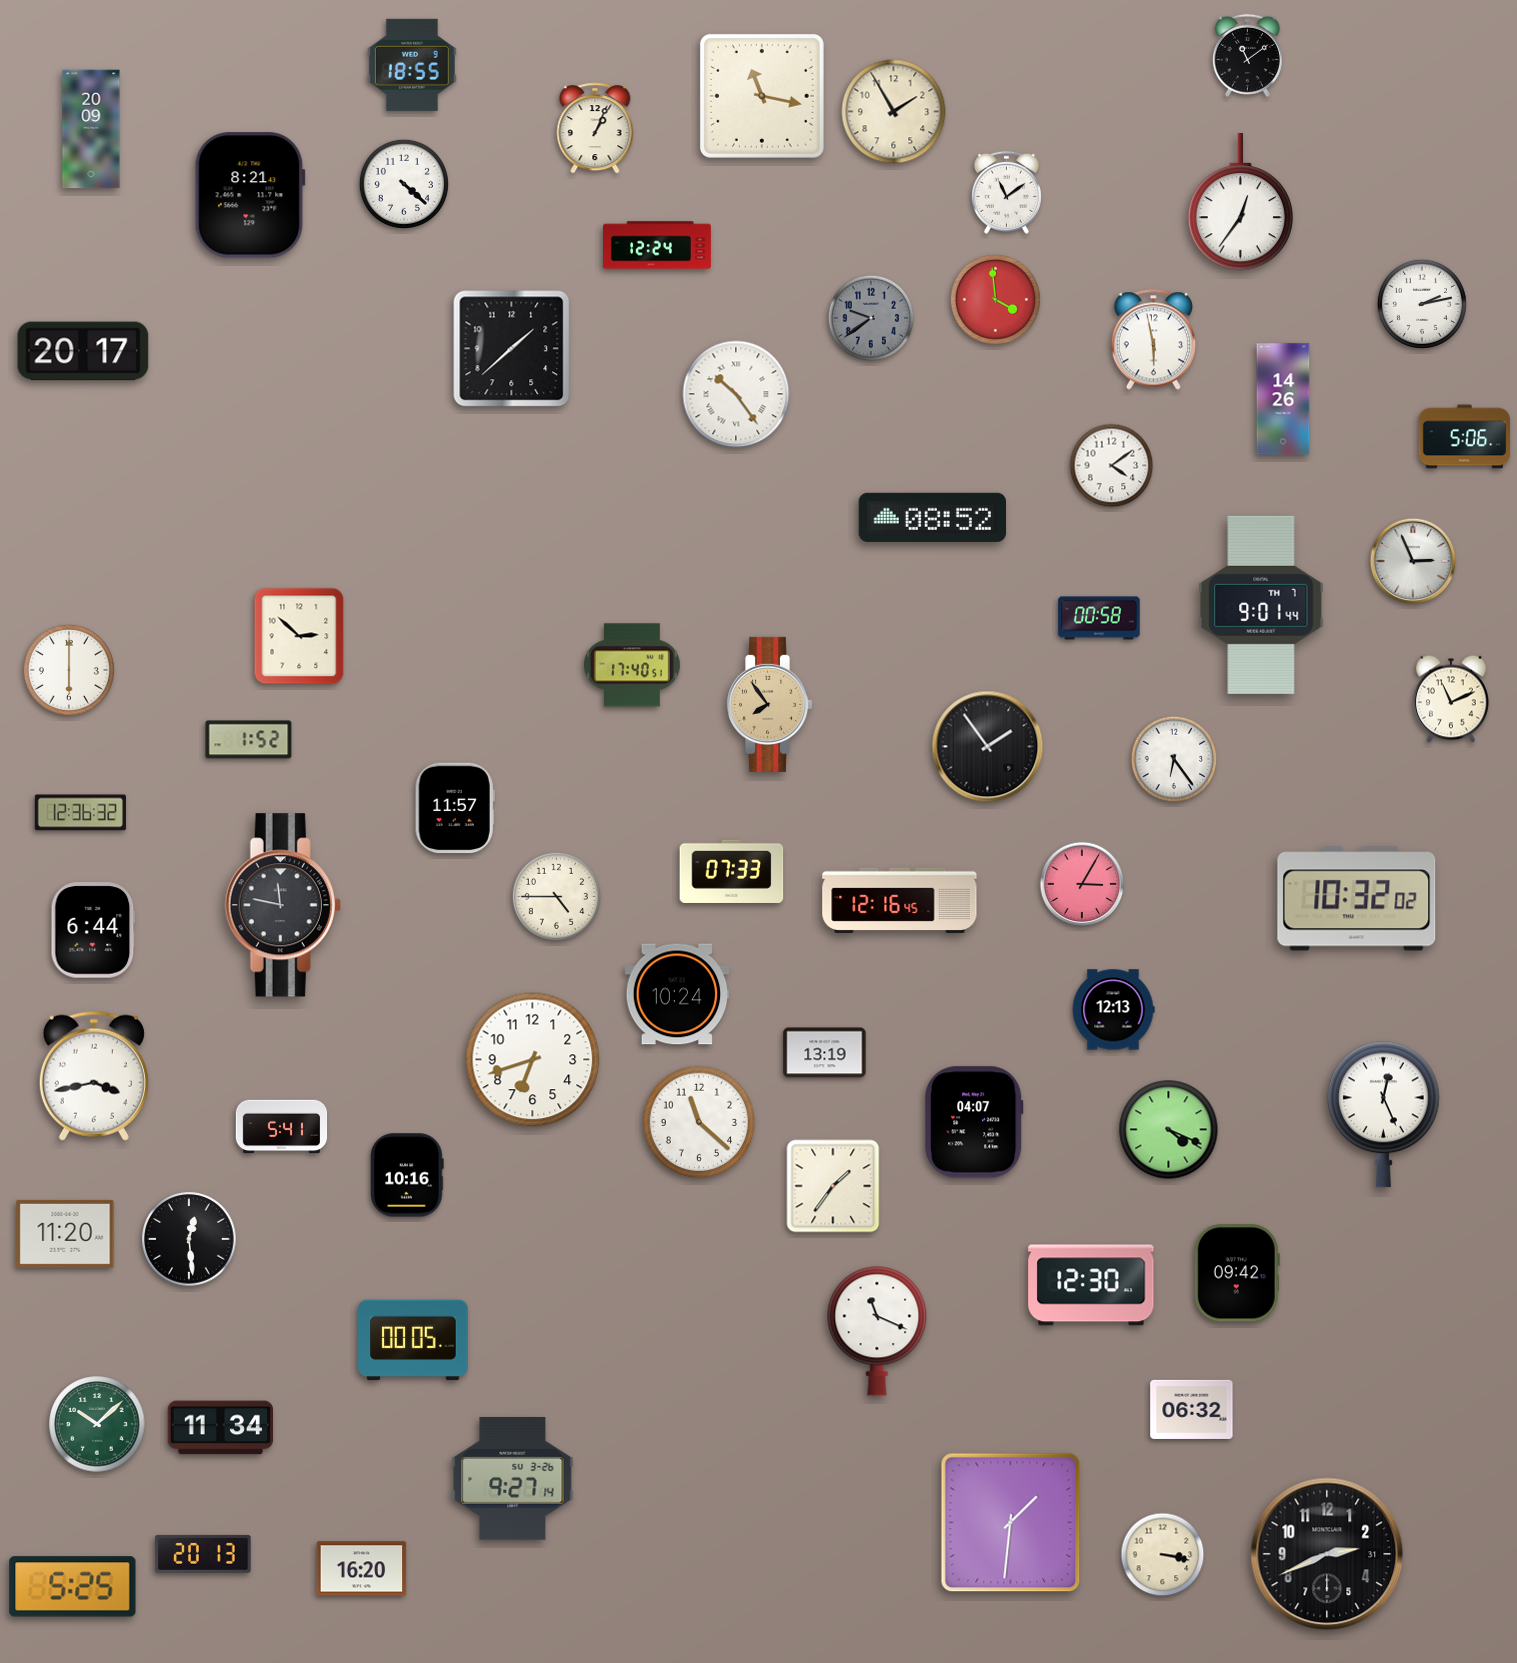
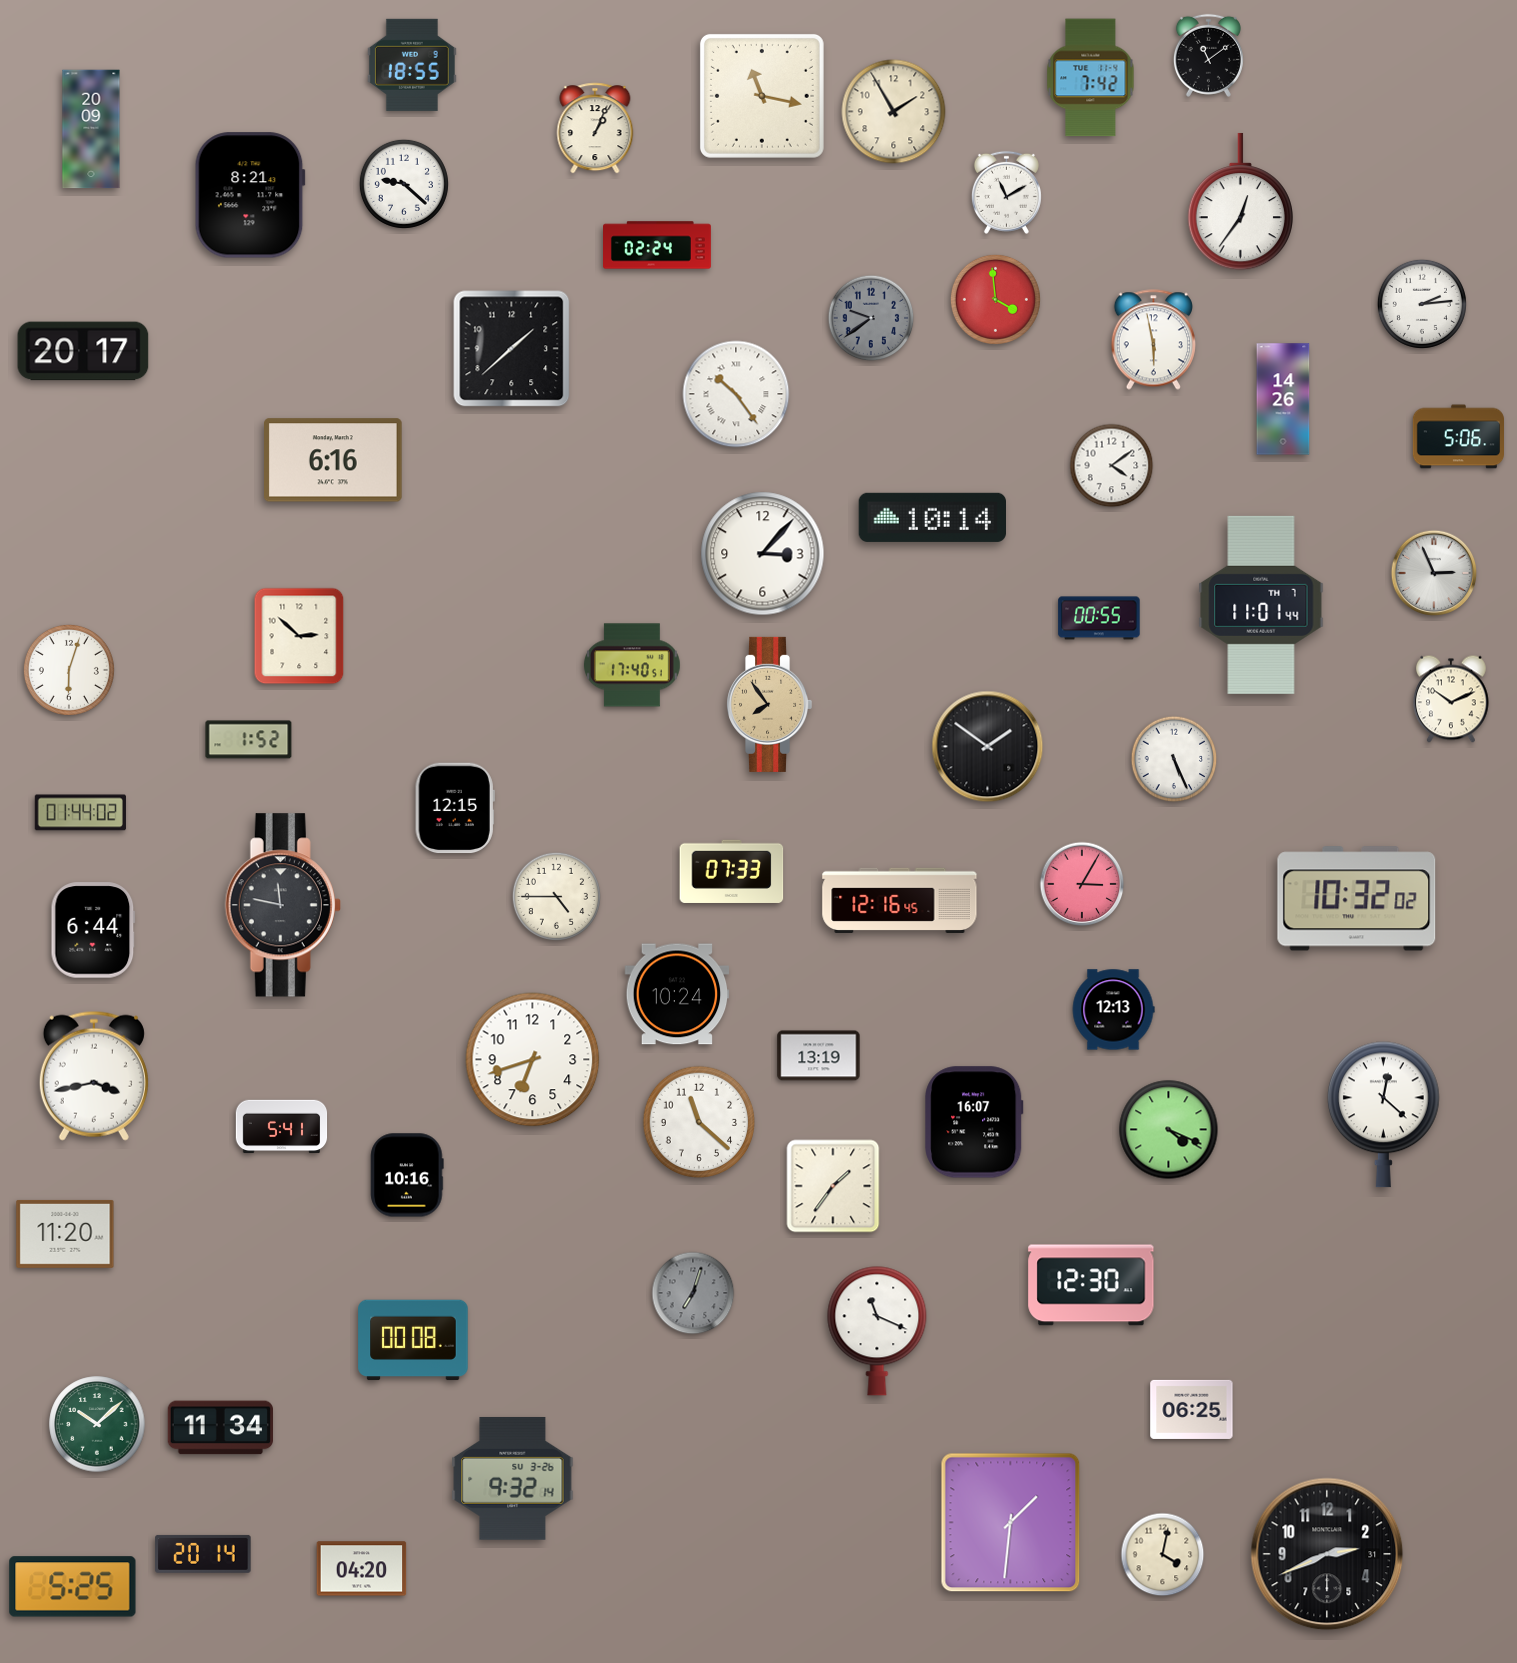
clock at (1247, 55) position: (1247, 55) -> (1208, 55)
clock at (1091, 78): none -> 7:42
clock at (404, 184): 4:22 -> 9:22
clock at (1006, 192): 11:09 -> 11:10
clock at (658, 245): 12:24 -> 02:24
clock at (1422, 304): 2:13 -> 2:14
clock at (1465, 437) position: (1465, 437) -> (1459, 437)
clock at (334, 460): none -> 6:16
clock at (932, 517): 08:52 -> 10:14
clock at (763, 554): none -> 3:07
clock at (1413, 561) position: (1413, 561) -> (1434, 573)
clock at (1261, 605): 9:01 -> 11:01
clock at (1099, 618): 00:58 -> 00:55
clock at (69, 670): 6:00 -> 6:03
clock at (1452, 699): 11:11 -> 10:11
clock at (988, 747): 1:54 -> 1:51
clock at (1174, 759): 6:24 -> 5:26
clock at (455, 808): 11:57 -> 12:15
clock at (80, 813): 12:36 -> 01:44
clock at (825, 1053) position: (825, 1053) -> (819, 1056)
clock at (1384, 1115): 12:26 -> 12:22
clock at (974, 1122): 04:07 -> 16:07
clock at (189, 1239): 12:29 -> none
clock at (1237, 1273): 09:42 -> none
clock at (693, 1293): none -> 7:03
clock at (413, 1340): 00:05 -> 00:08
clock at (1192, 1409): 06:32 -> 06:25
clock at (513, 1478): 9:27 -> 9:32
clock at (203, 1554): 20:13 -> 20:14
clock at (1163, 1555): 3:17 -> 4:02
clock at (362, 1569): 16:20 -> 04:20
